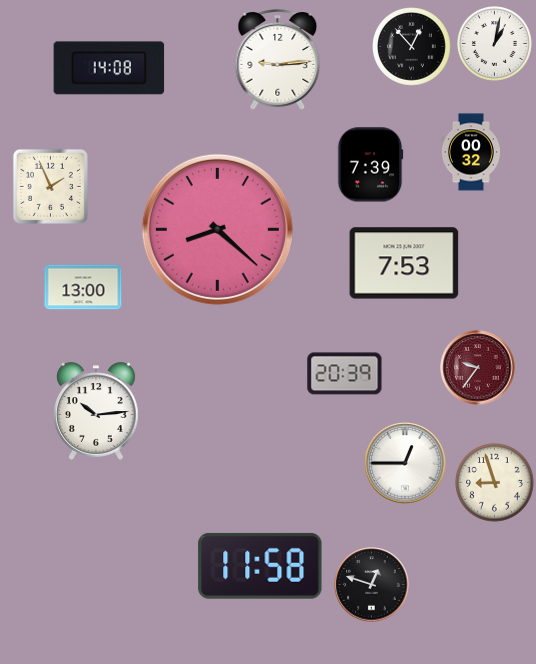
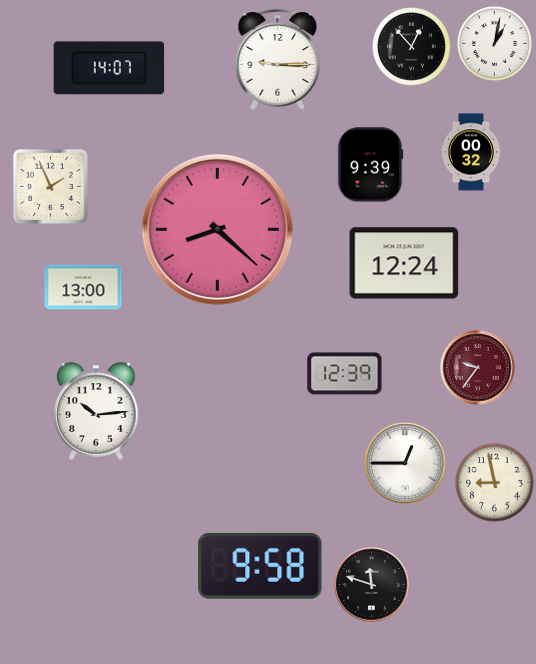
clock at (278, 60): 9:14 -> 9:15
clock at (109, 68): 14:08 -> 14:07
clock at (370, 165): 7:39 -> 9:39
clock at (404, 263): 7:53 -> 12:24
clock at (345, 374): 20:39 -> 12:39
clock at (495, 483): 8:57 -> 8:58
clock at (260, 566): 11:58 -> 9:58
clock at (372, 585): 12:48 -> 11:48
